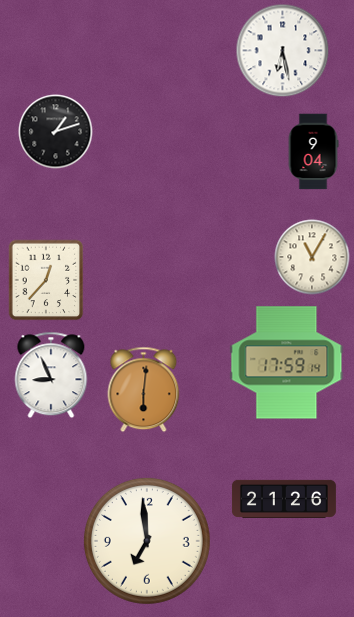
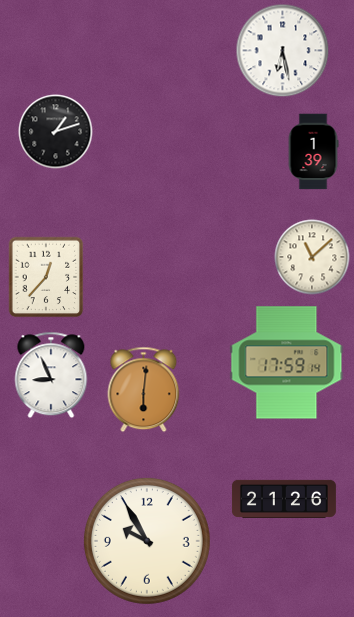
clock at (313, 152): 9:04 -> 1:39
clock at (312, 257): 11:05 -> 11:08
clock at (46, 280) position: (46, 280) -> (46, 277)
clock at (147, 541): 6:59 -> 9:55
